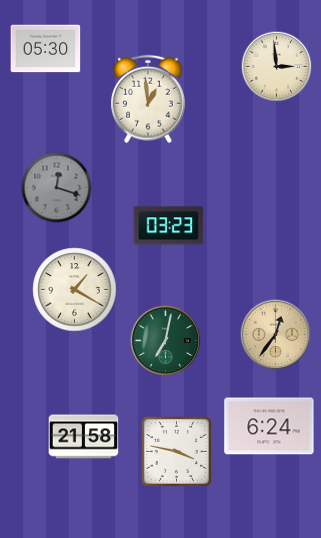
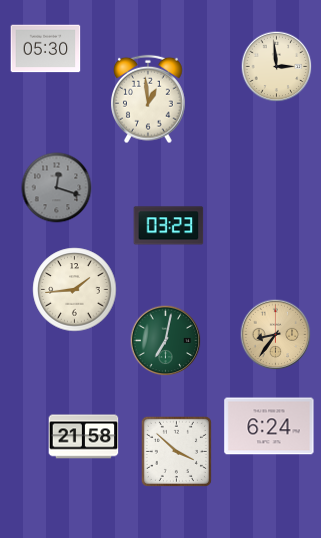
clock at (75, 290): 1:20 -> 1:44
clock at (276, 335): 12:36 -> 8:36
clock at (176, 451): 3:47 -> 3:52
